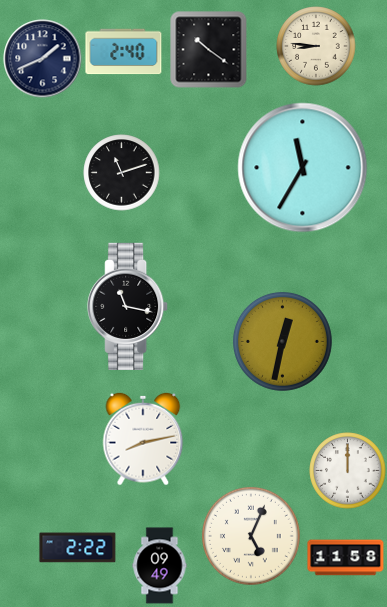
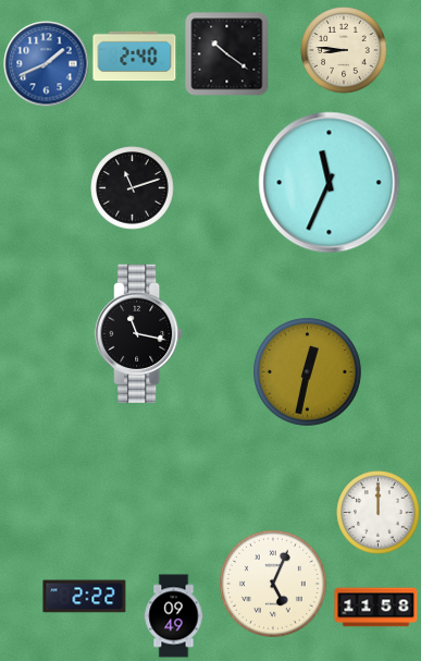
clock at (43, 59) dial: navy -> blue
clock at (303, 168): 11:35 -> 11:34
clock at (143, 439): 8:13 -> none
